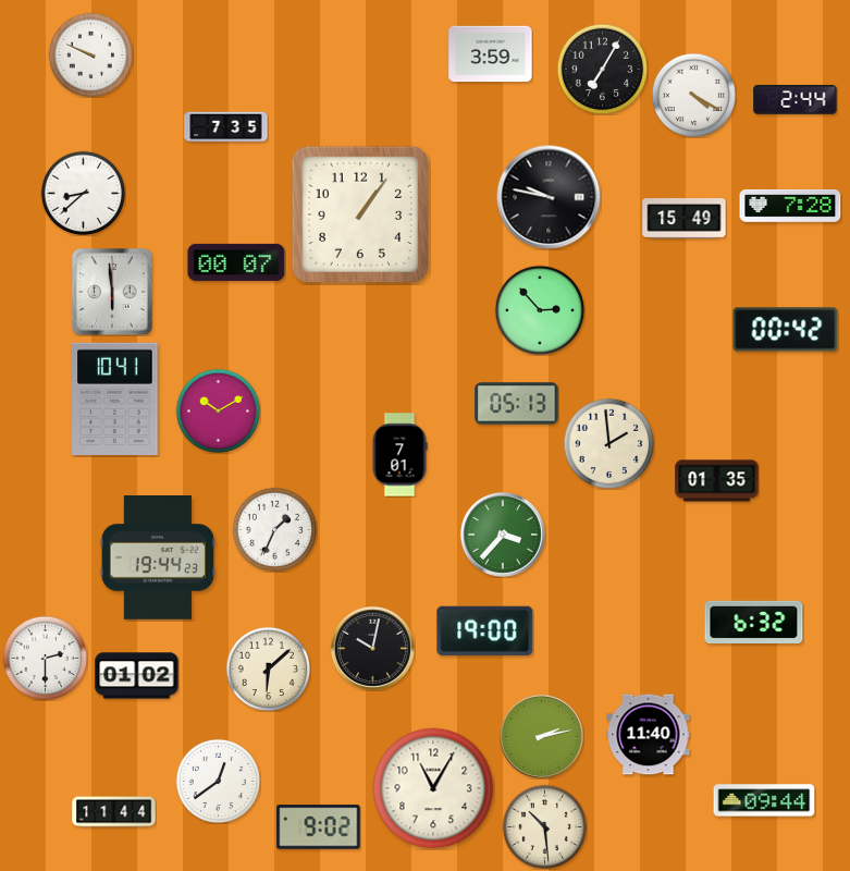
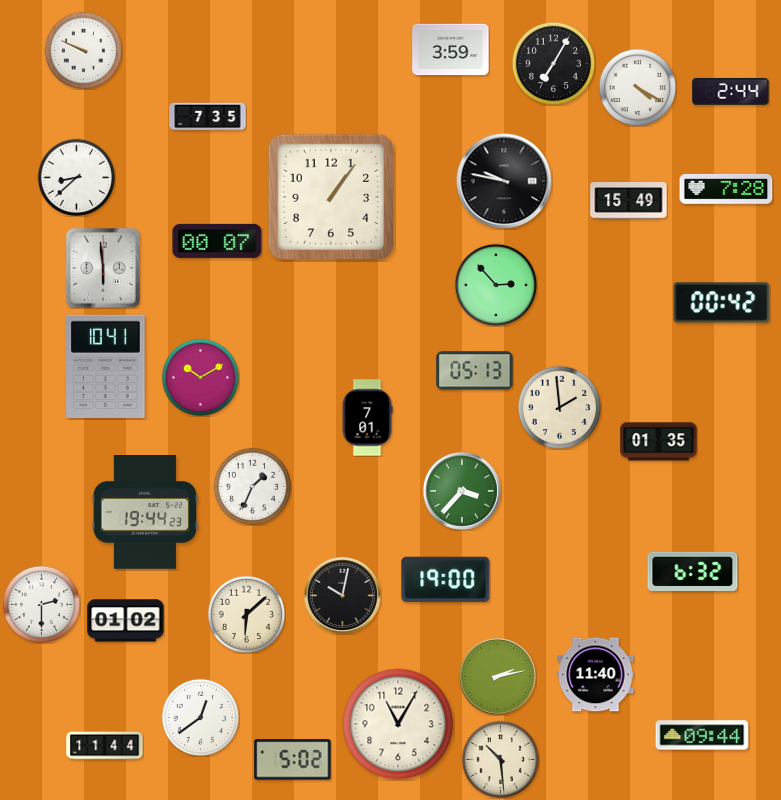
clock at (319, 827): 9:02 -> 5:02
